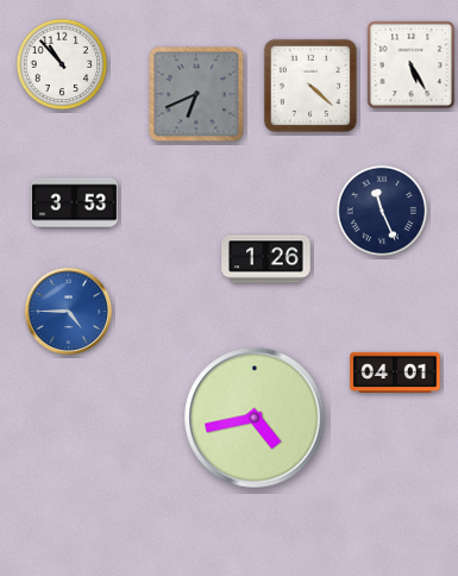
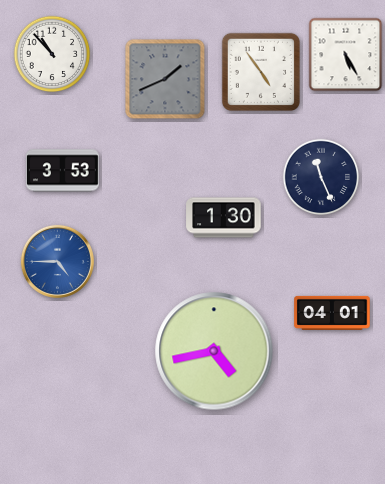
clock at (310, 86): 4:22 -> 4:54
clock at (196, 94): 6:41 -> 1:41
clock at (266, 259): 1:26 -> 1:30
